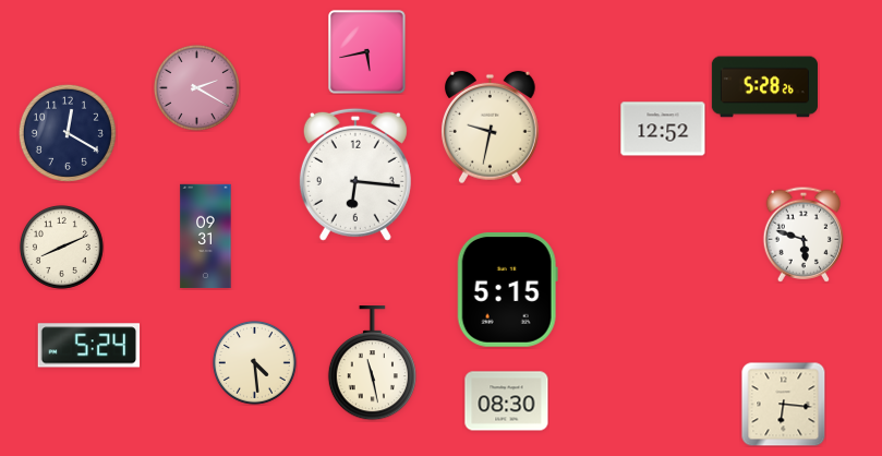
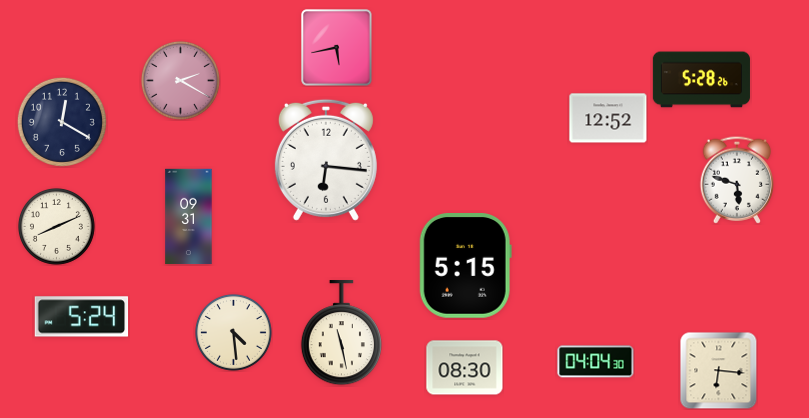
clock at (491, 128): 9:32 -> none
clock at (802, 235) position: (802, 235) -> (736, 180)
clock at (596, 362): none -> 04:04
